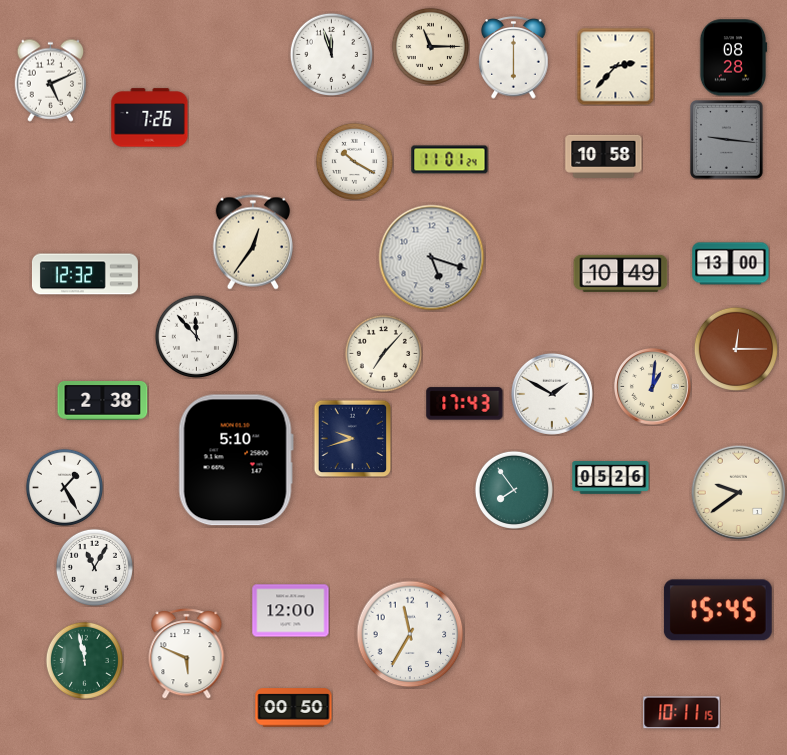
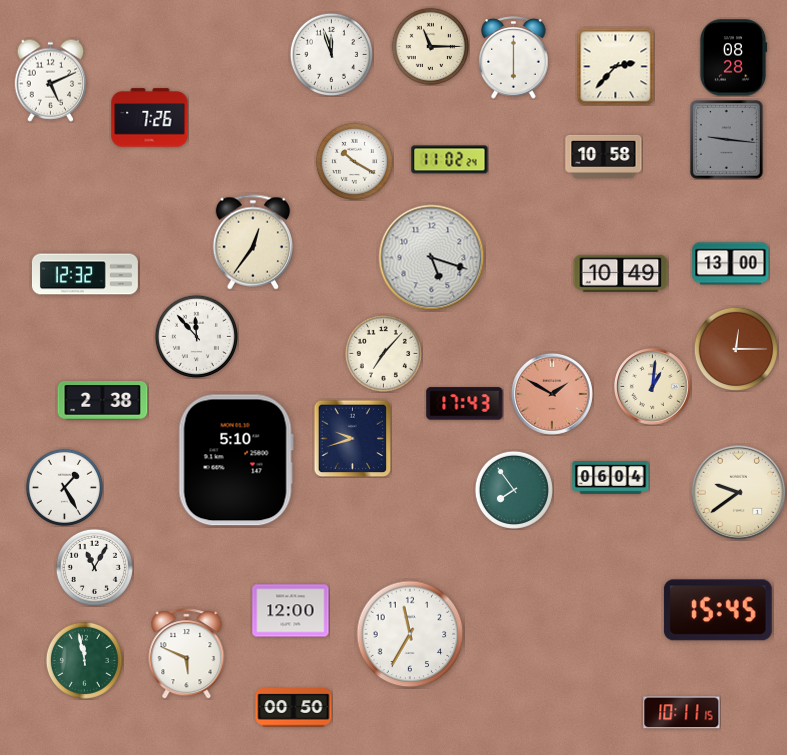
clock at (450, 160): 11:01 -> 11:02
clock at (552, 394) dial: white -> salmon
clock at (611, 478): 05:26 -> 06:04
